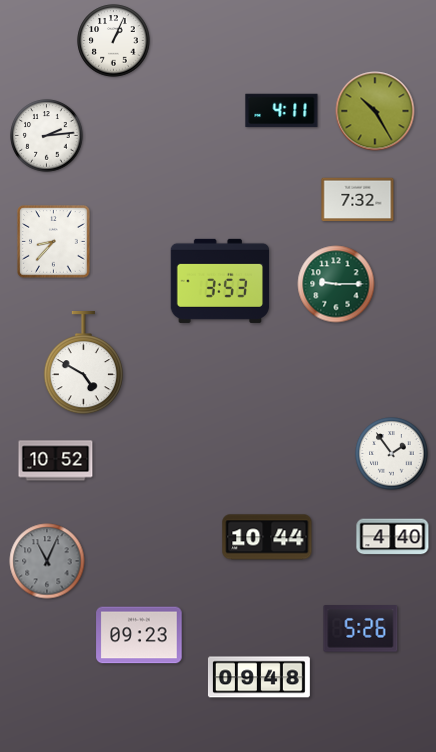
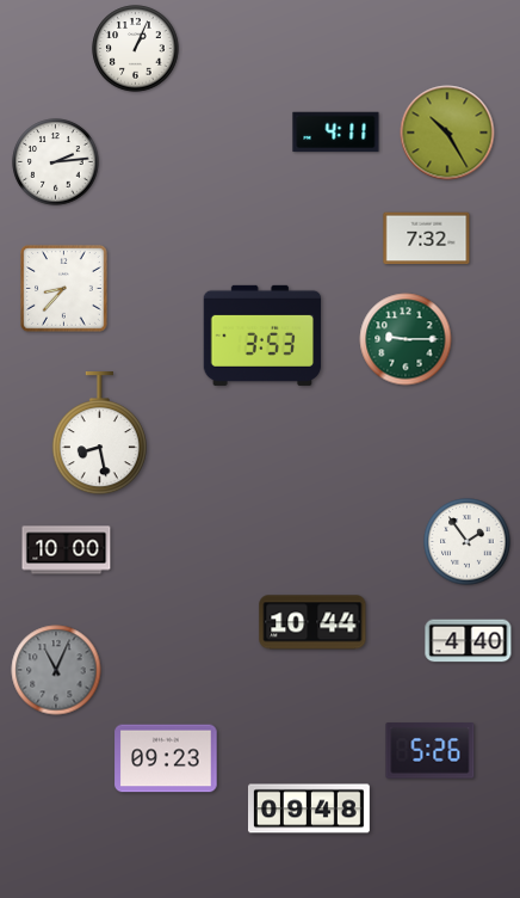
clock at (336, 284) position: (336, 284) -> (406, 339)
clock at (83, 364): 4:50 -> 8:28
clock at (56, 461): 10:52 -> 10:00
clock at (267, 537) position: (267, 537) -> (312, 622)
